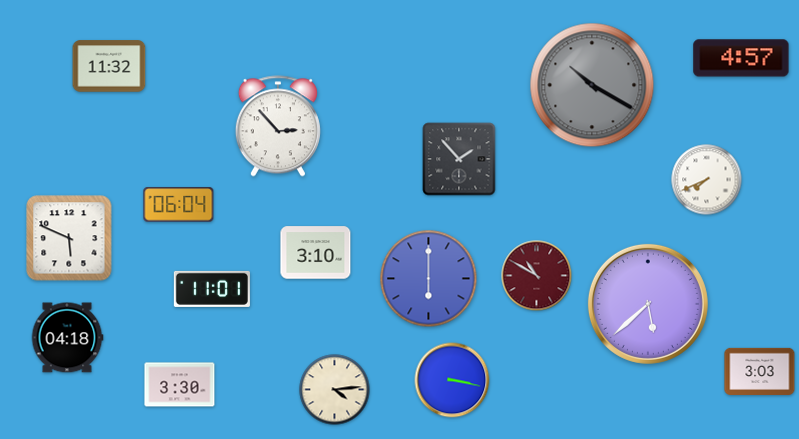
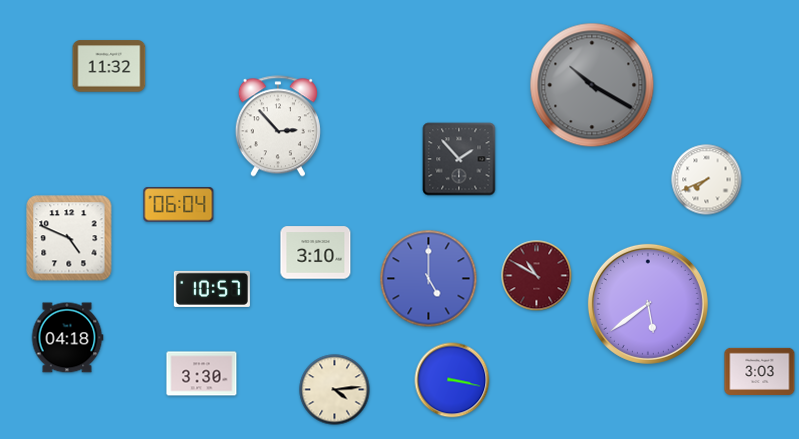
clock at (741, 58): 4:57 -> none
clock at (69, 238): 5:49 -> 4:49
clock at (429, 279): 6:00 -> 5:00
clock at (212, 289): 11:01 -> 10:57
clock at (648, 304): 5:38 -> 5:39
clock at (180, 385) position: (180, 385) -> (202, 374)
